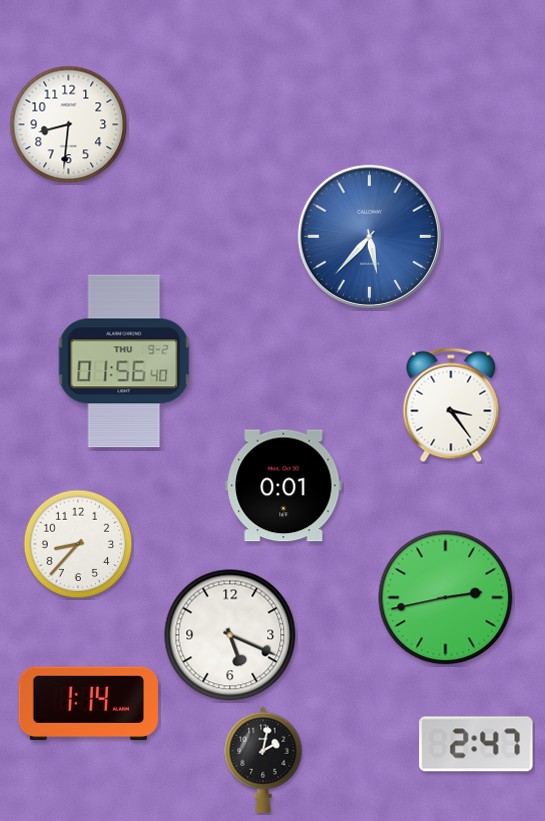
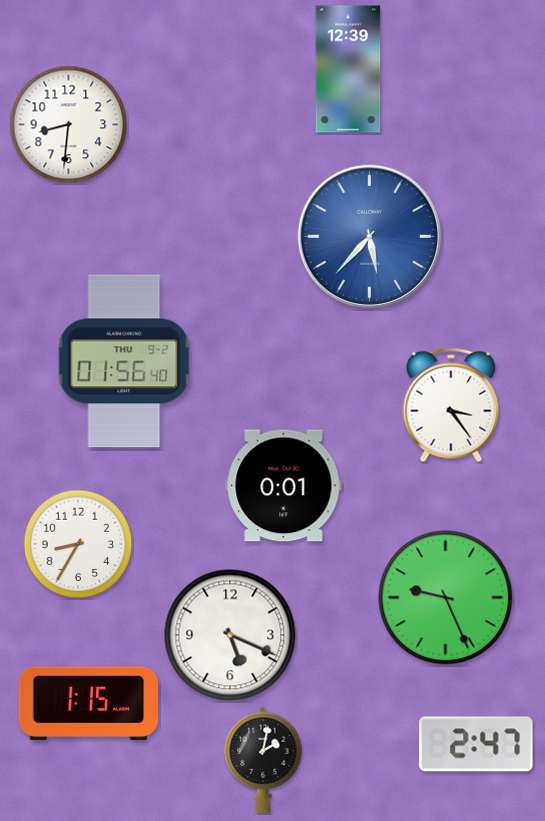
clock at (348, 69): none -> 12:39
clock at (78, 544): 8:37 -> 8:35
clock at (446, 598): 2:43 -> 9:26
clock at (88, 704): 1:14 -> 1:15
